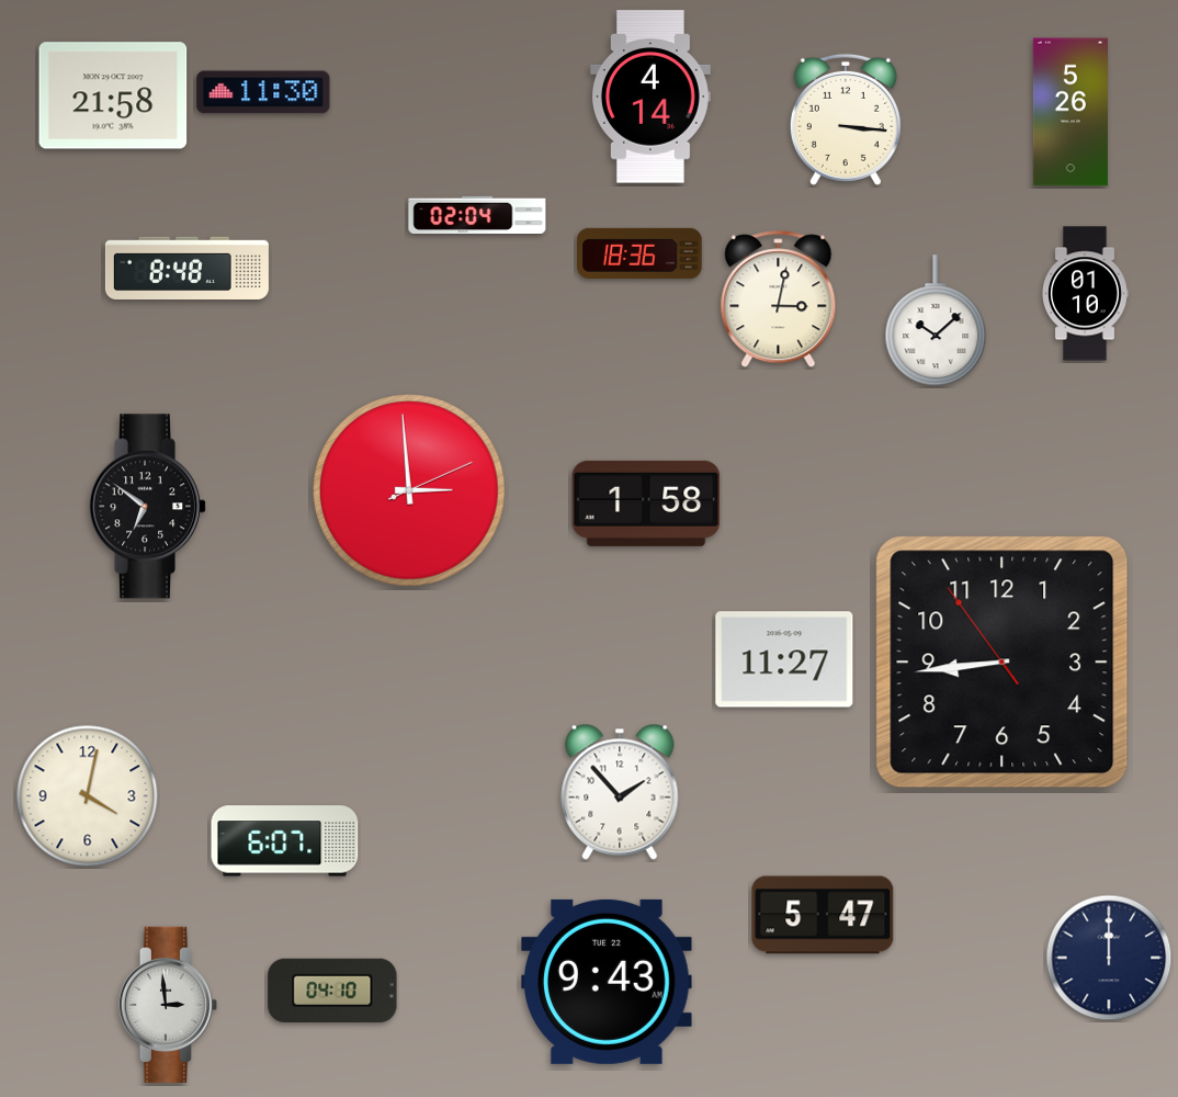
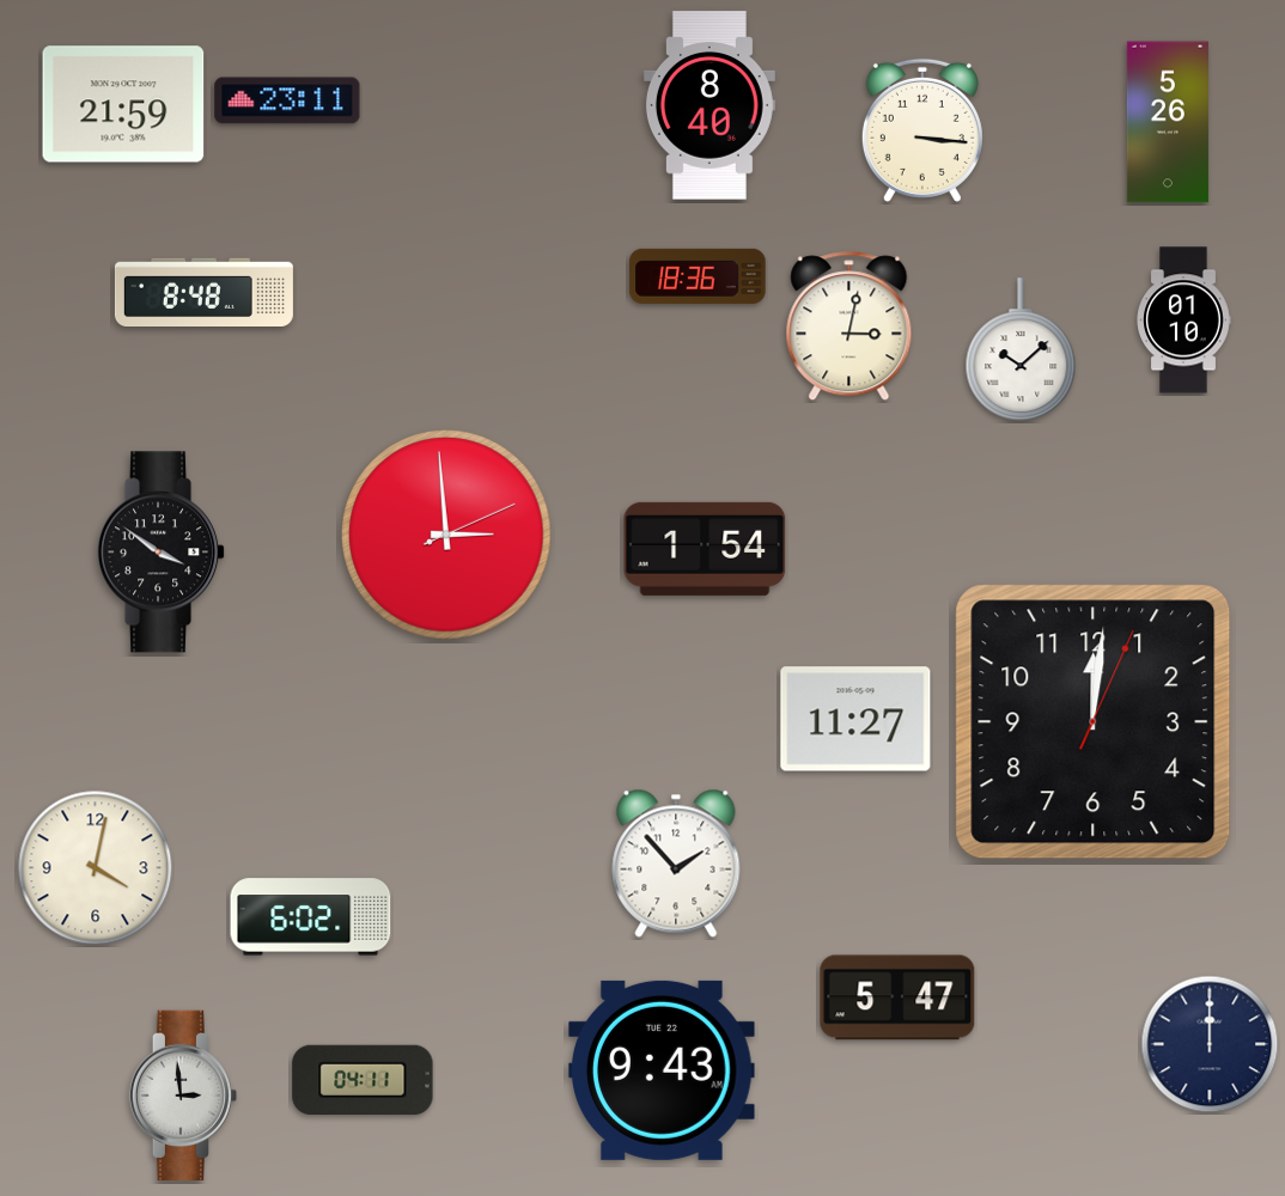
clock at (263, 92): 11:30 -> 23:11
clock at (113, 95): 21:58 -> 21:59
clock at (650, 97): 4:14 -> 8:40
clock at (477, 214): 02:04 -> none
clock at (646, 504): 1:58 -> 1:54
clock at (148, 507): 6:51 -> 3:51
clock at (1003, 663): 8:43 -> 12:01
clock at (285, 841): 6:07 -> 6:02
clock at (332, 989): 04:10 -> 04:11
